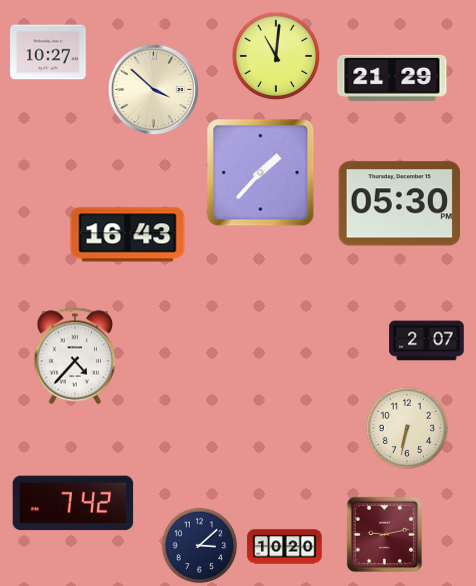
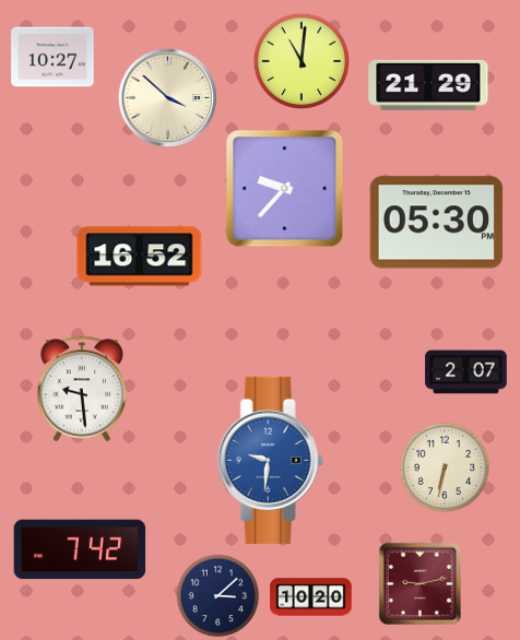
clock at (261, 173): 1:37 -> 9:37
clock at (128, 235): 16:43 -> 16:52
clock at (75, 356): 4:37 -> 9:29
clock at (270, 460): none -> 9:31
